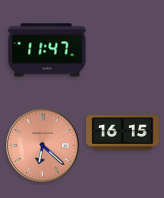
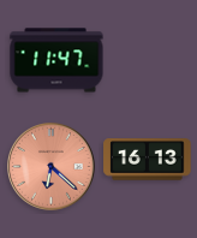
clock at (123, 133): 16:15 -> 16:13
clock at (43, 146) position: (43, 146) -> (52, 167)
